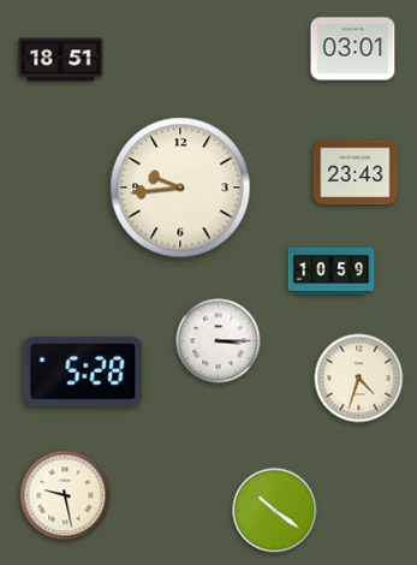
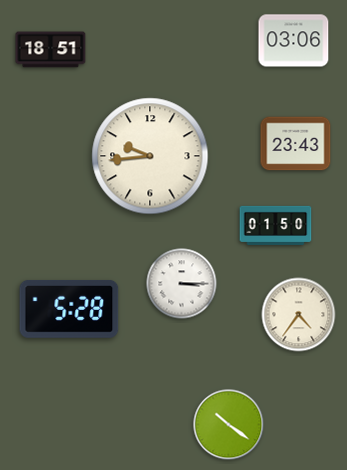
clock at (353, 49): 03:01 -> 03:06
clock at (332, 270): 10:59 -> 01:50
clock at (359, 379): 4:33 -> 4:36
clock at (65, 495): 9:28 -> none
